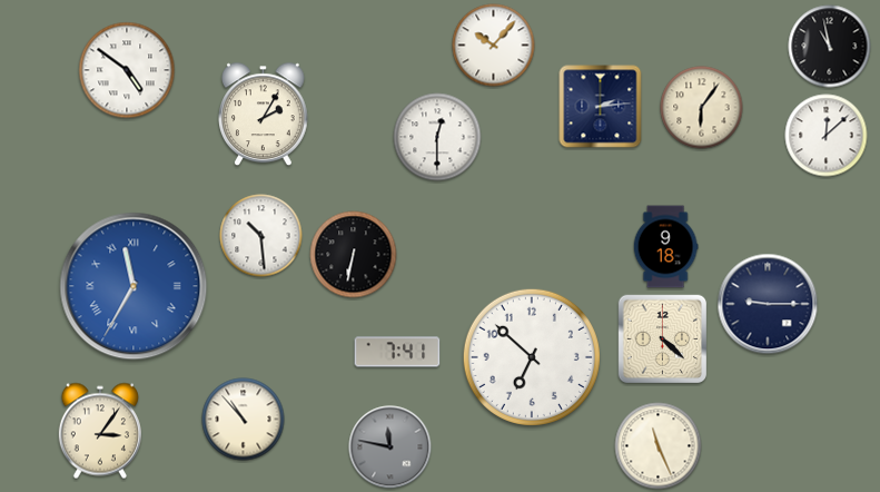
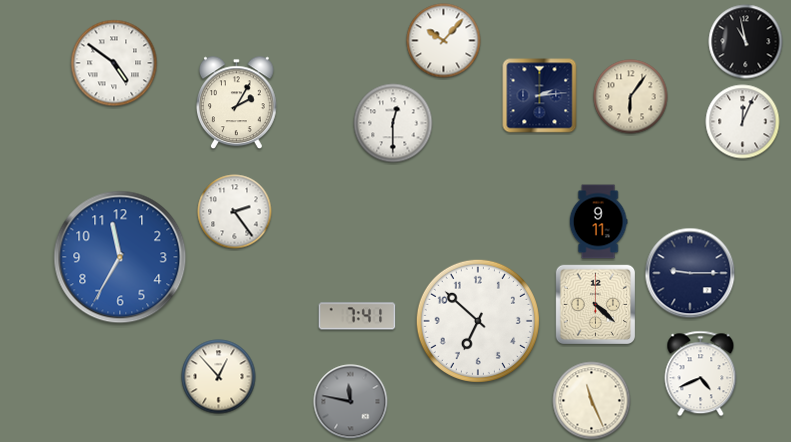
clock at (827, 136): 12:08 -> 12:04
clock at (261, 236): 10:29 -> 2:24
clock at (665, 247): 9:18 -> 9:11
clock at (354, 255): 6:32 -> none
clock at (134, 286) numerals: Roman -> Arabic
clock at (701, 374): none -> 4:41
clock at (244, 420): 10:53 -> 12:53
clock at (100, 431): 3:06 -> none
